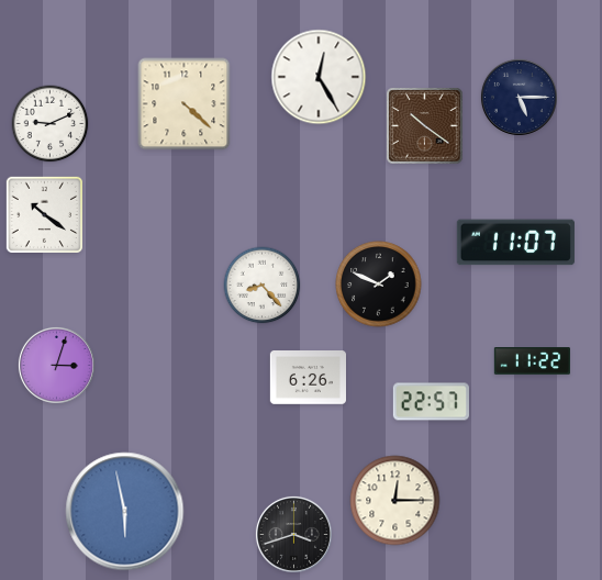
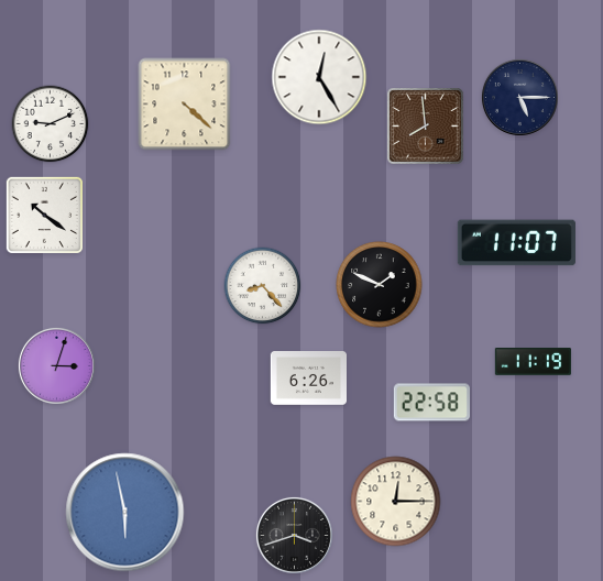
clock at (425, 126): 10:21 -> 7:59
clock at (532, 361): 11:22 -> 11:19
clock at (431, 402): 22:57 -> 22:58
